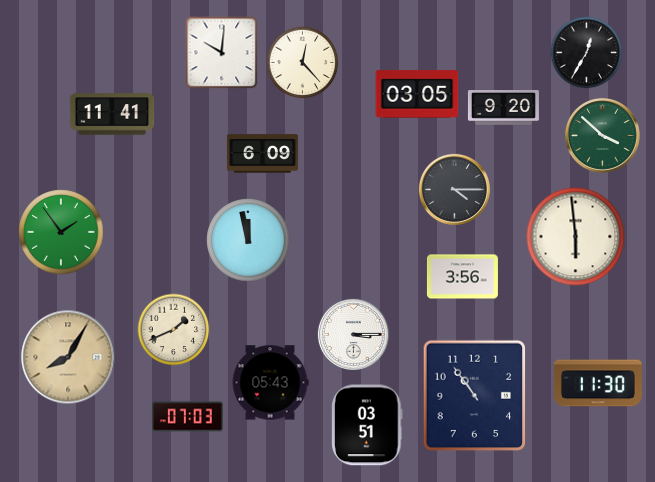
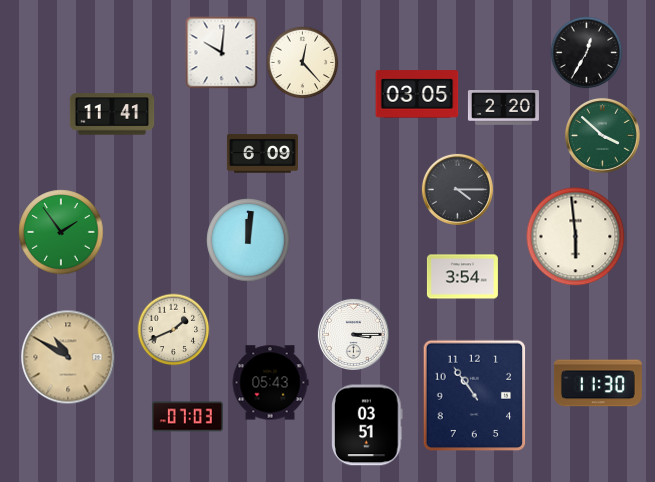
clock at (503, 108): 9:20 -> 2:20
clock at (454, 189) position: (454, 189) -> (457, 189)
clock at (248, 240): 11:58 -> 12:01
clock at (462, 277): 3:56 -> 3:54
clock at (68, 357): 8:05 -> 10:50
